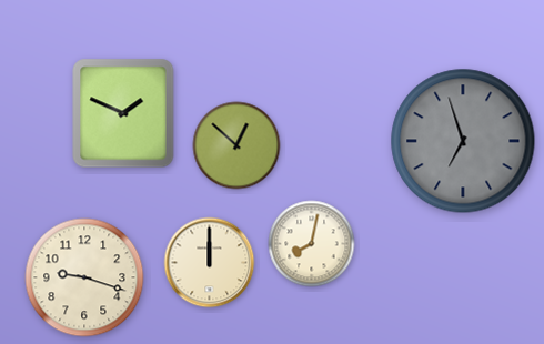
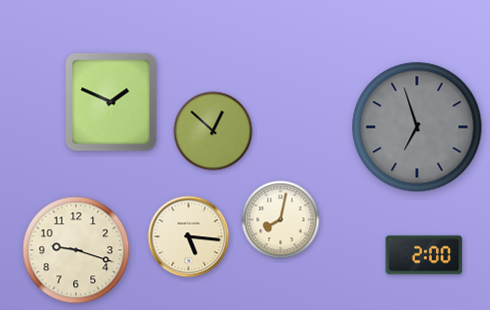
clock at (210, 263): 12:00 -> 5:16
clock at (424, 255): none -> 2:00
